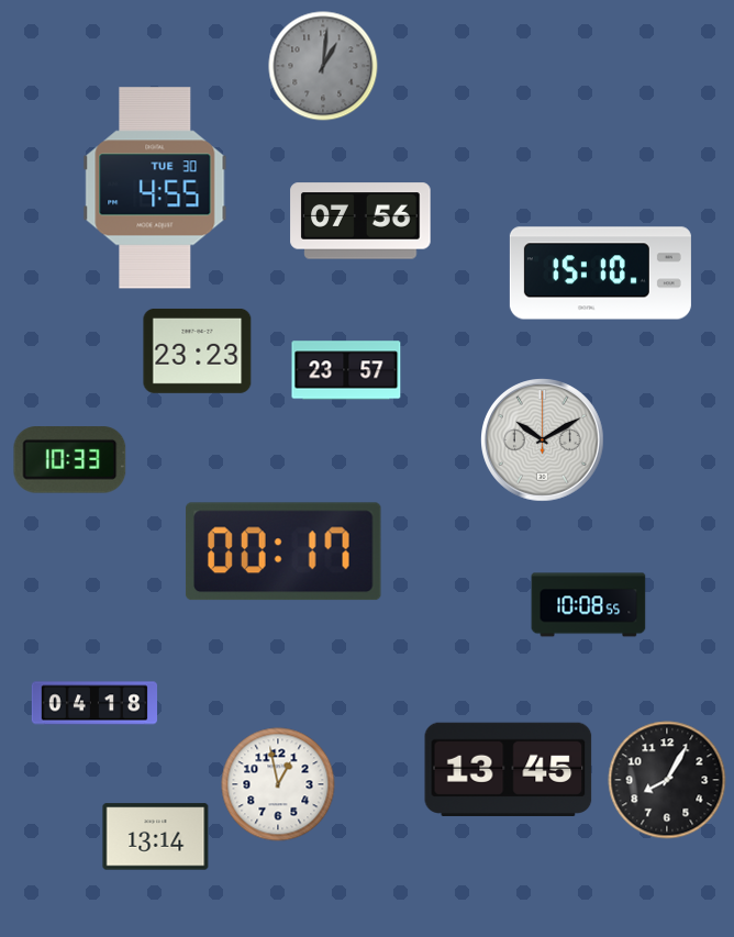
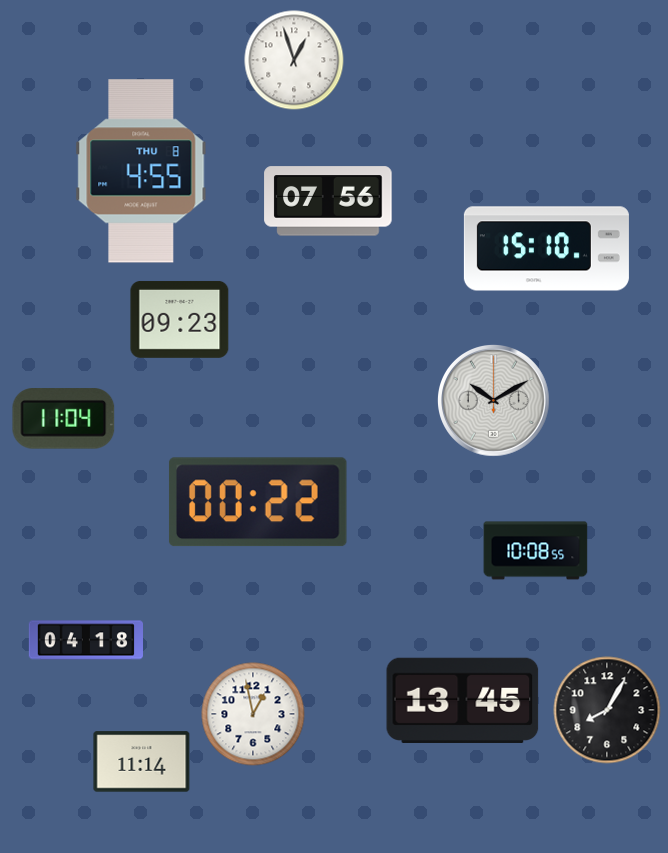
clock at (323, 66): 1:01 -> 12:57
clock at (323, 66) dial: grey -> white
clock at (155, 188) date: TUE 30 -> THU 8
clock at (198, 350): 23:23 -> 09:23
clock at (346, 370): 23:57 -> none
clock at (70, 460): 10:33 -> 11:04
clock at (283, 551): 00:17 -> 00:22
clock at (156, 837): 13:14 -> 11:14
